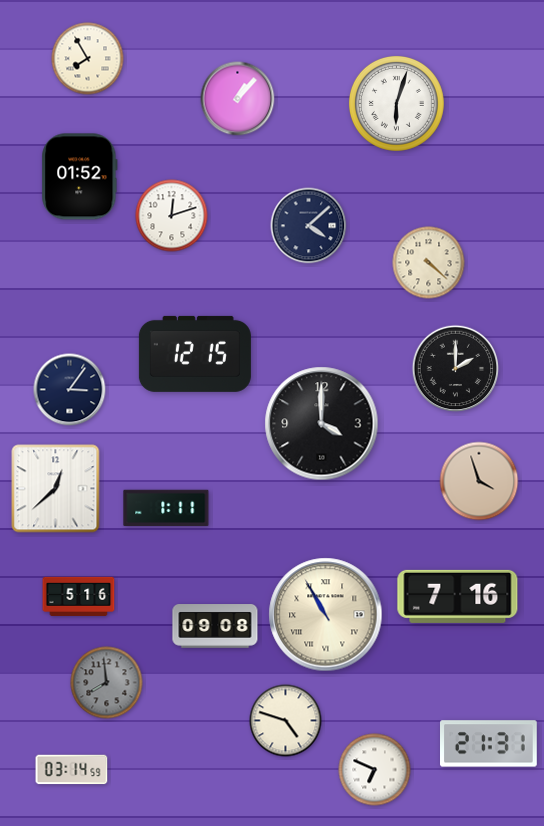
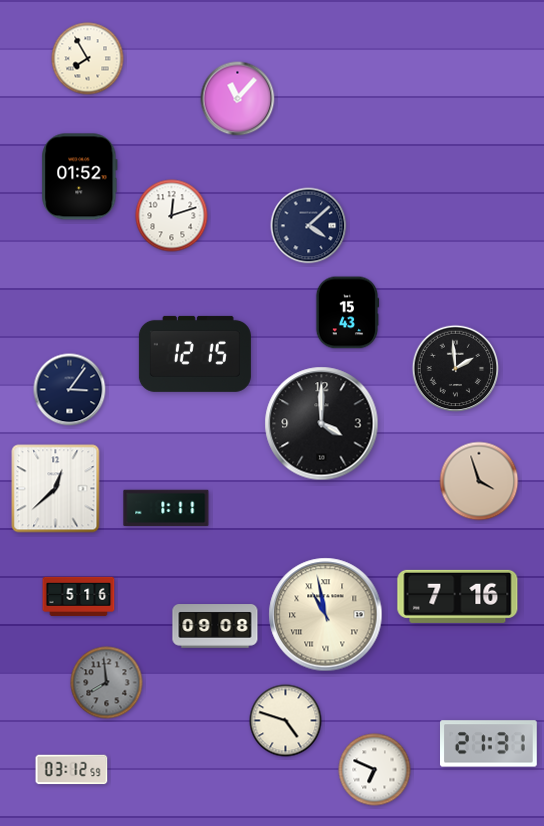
clock at (238, 99): 1:07 -> 11:07
clock at (396, 103): 6:03 -> none
clock at (429, 263): 4:22 -> none
clock at (347, 313): none -> 15:43
clock at (456, 369): 2:00 -> 1:59
clock at (326, 615): 10:55 -> 10:58
clock at (72, 770): 03:14 -> 03:12
